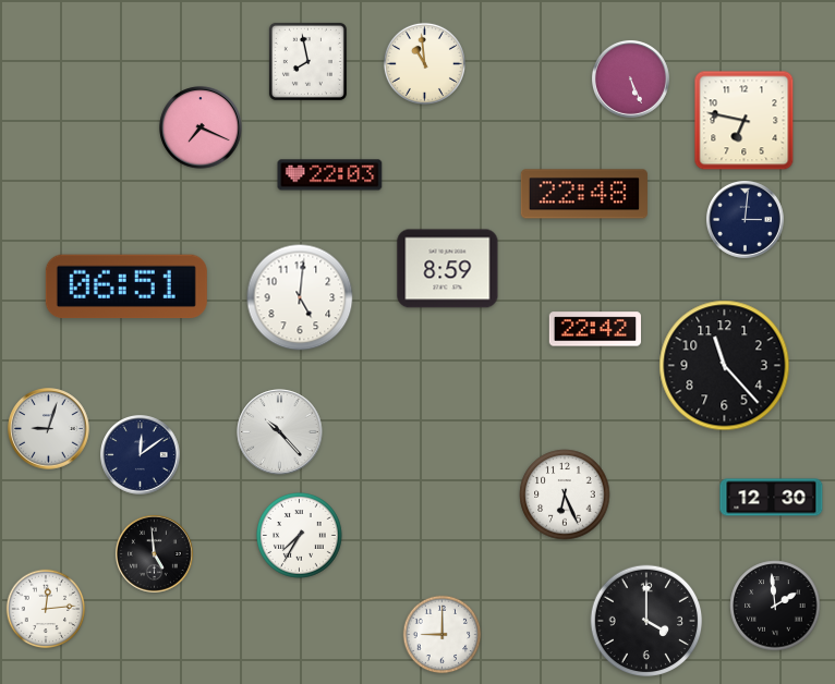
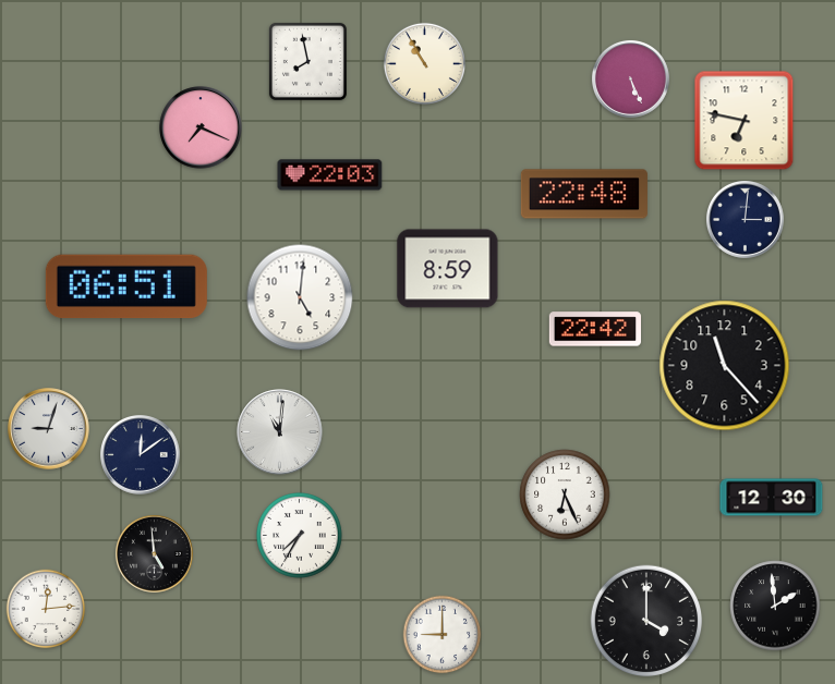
clock at (424, 63): 10:59 -> 10:55
clock at (280, 432): 10:23 -> 11:01
